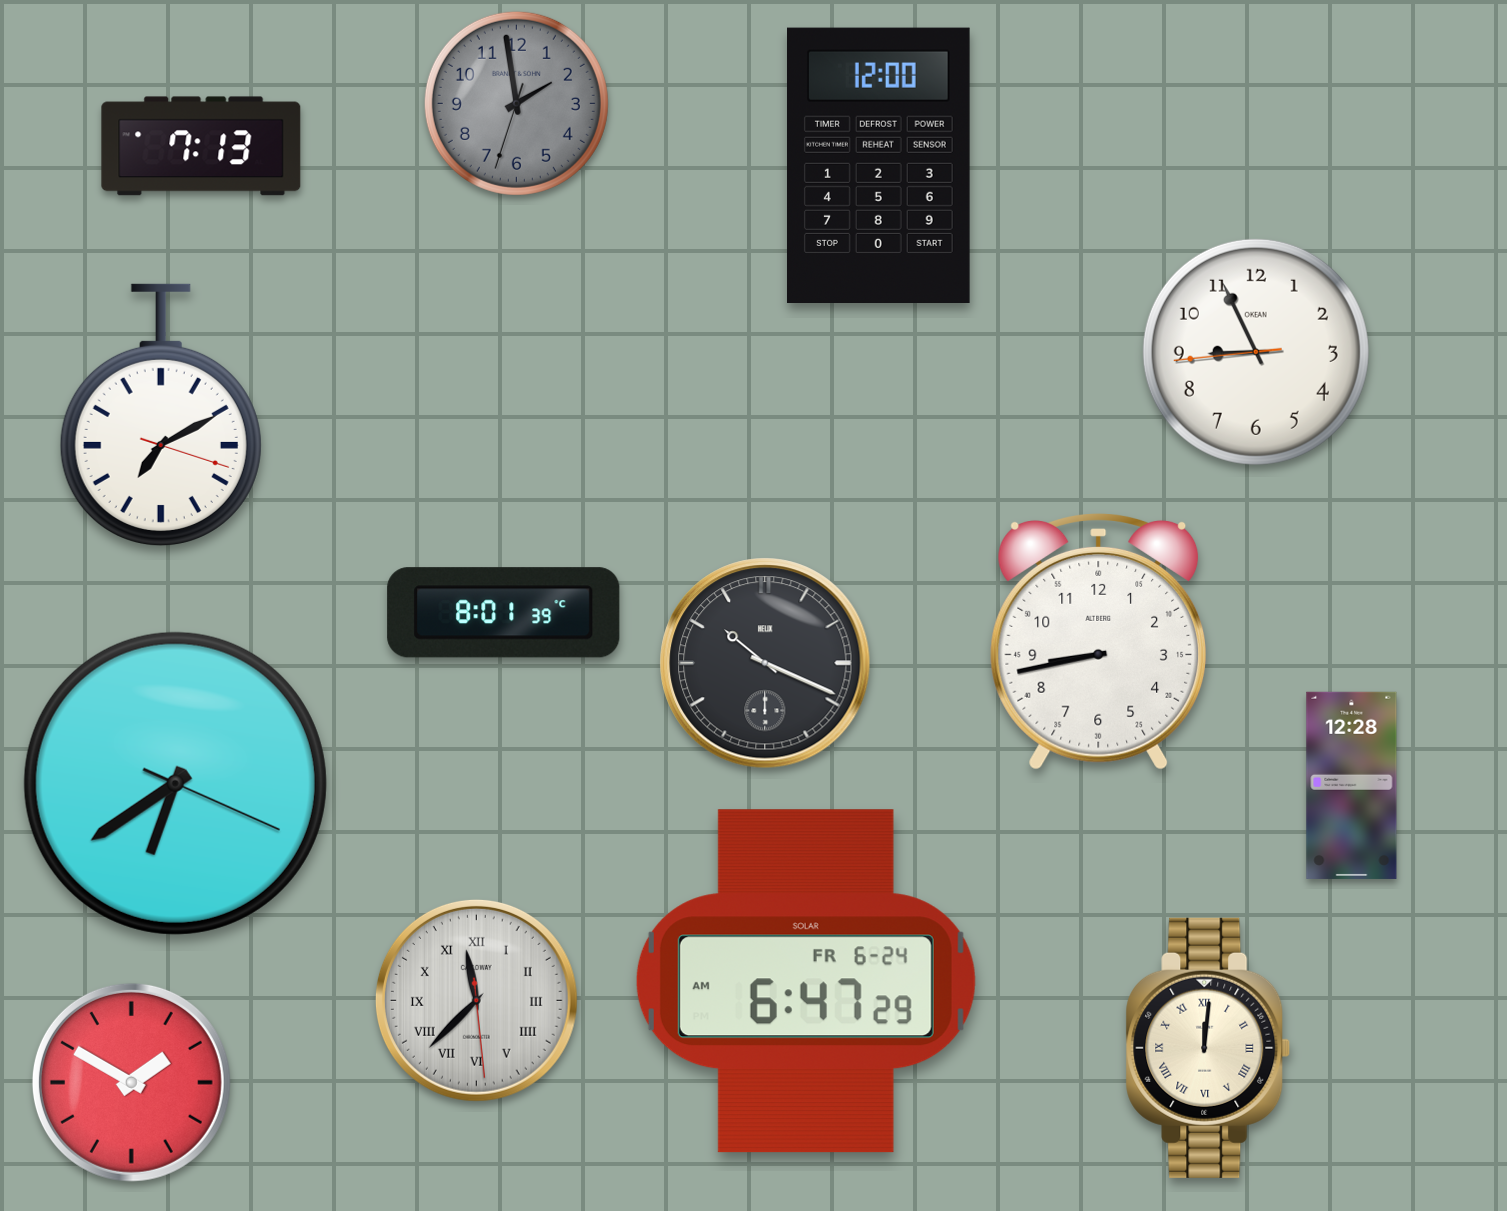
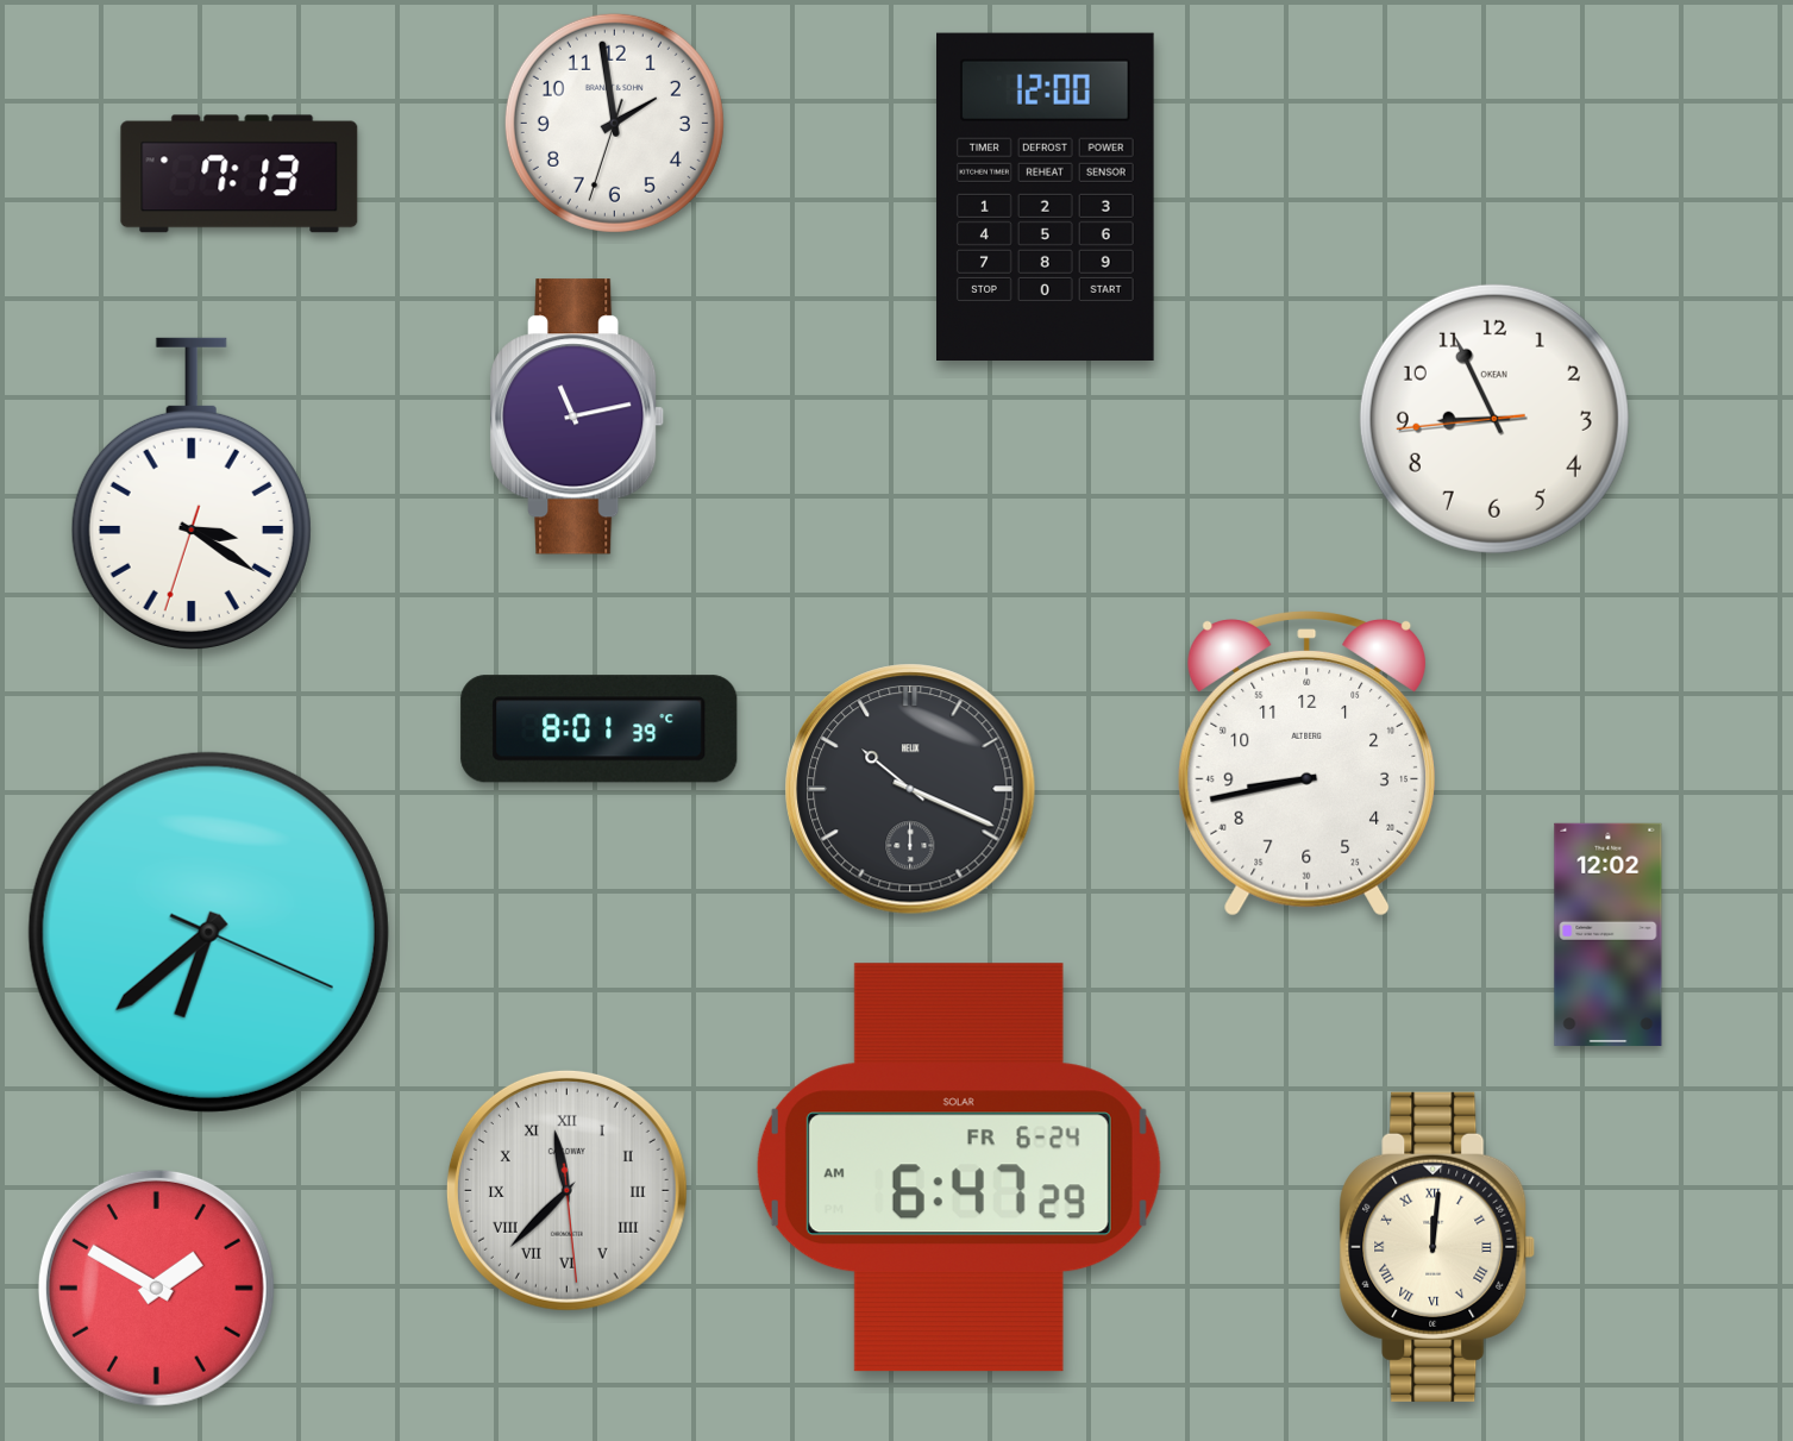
clock at (516, 103) dial: grey -> white
clock at (578, 416): none -> 11:13
clock at (161, 415): 7:10 -> 3:20
clock at (175, 783): 6:39 -> 6:38
clock at (1352, 785): 12:28 -> 12:02
